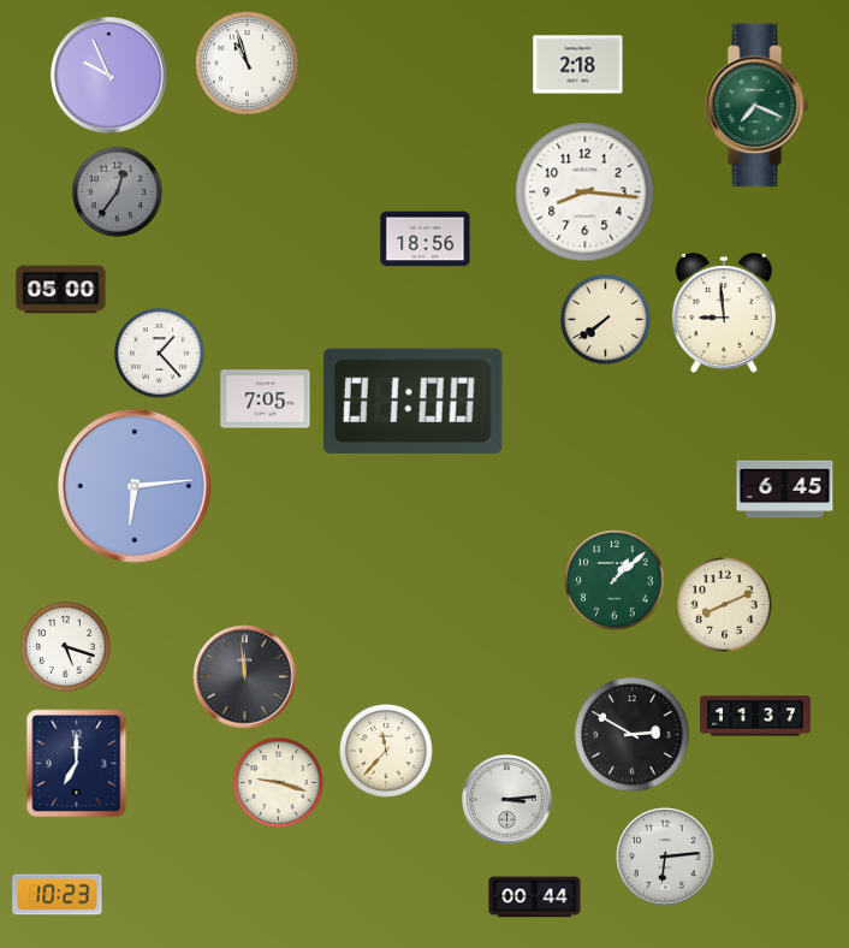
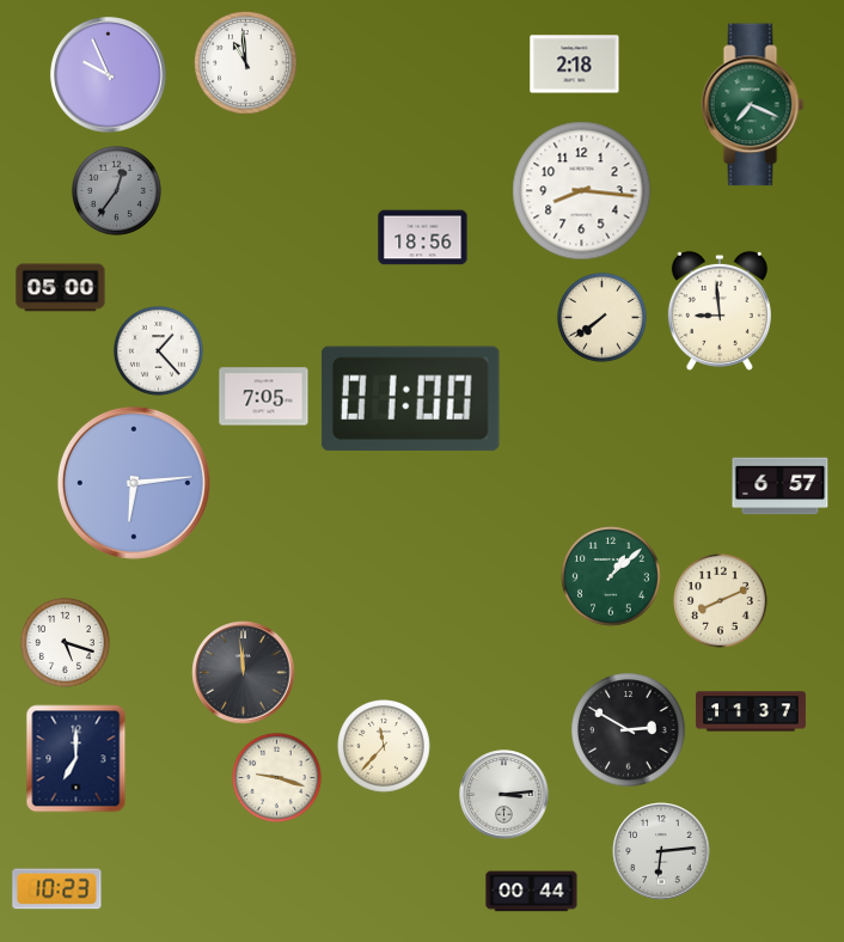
clock at (248, 64): 10:57 -> 10:59
clock at (785, 490): 6:45 -> 6:57
